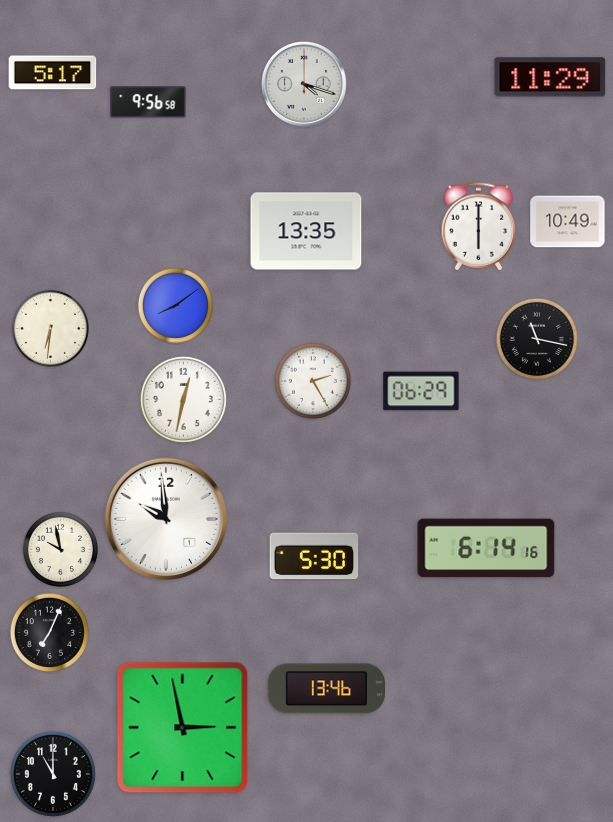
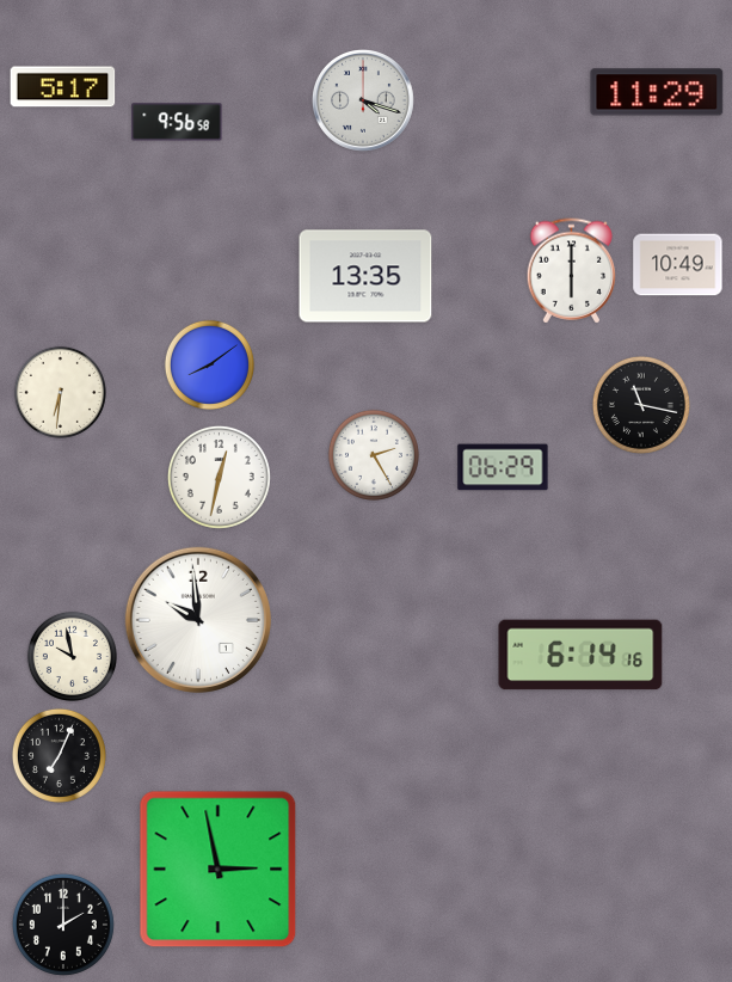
clock at (314, 556): 5:30 -> none
clock at (326, 689): 13:46 -> none
clock at (53, 774): 11:00 -> 2:00
